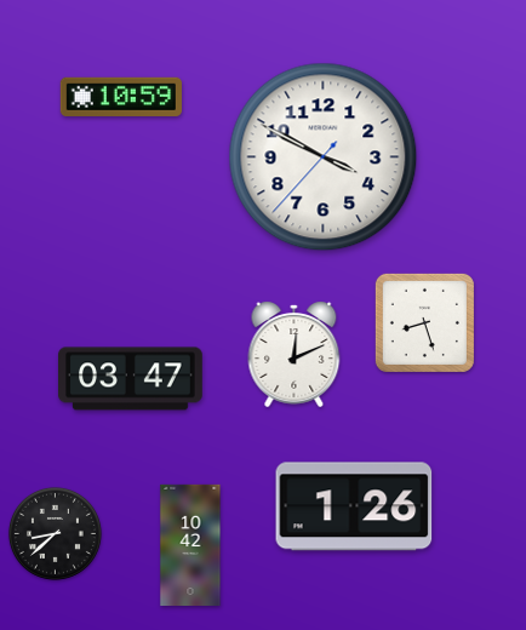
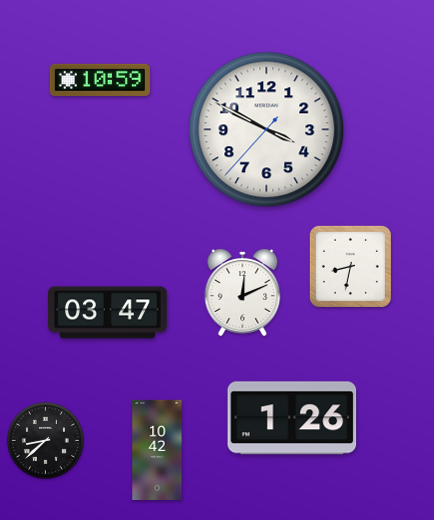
clock at (424, 322): 8:27 -> 8:32
